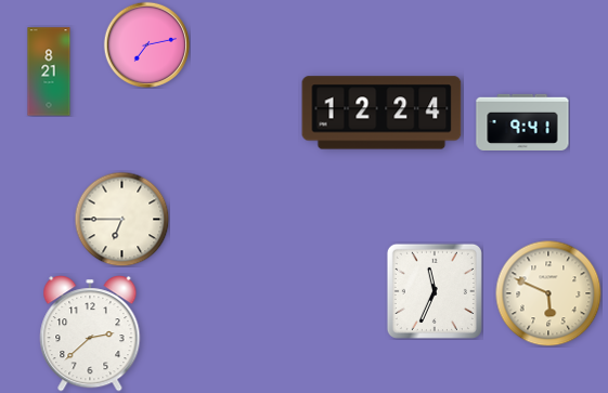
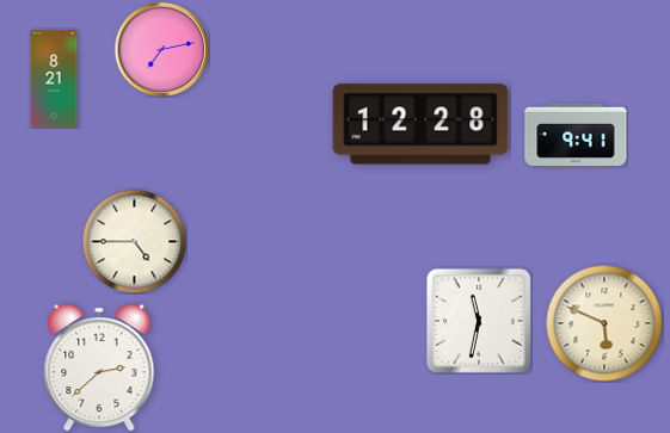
clock at (381, 113): 12:24 -> 12:28
clock at (121, 219): 6:45 -> 4:45
clock at (435, 291): 11:34 -> 11:32
